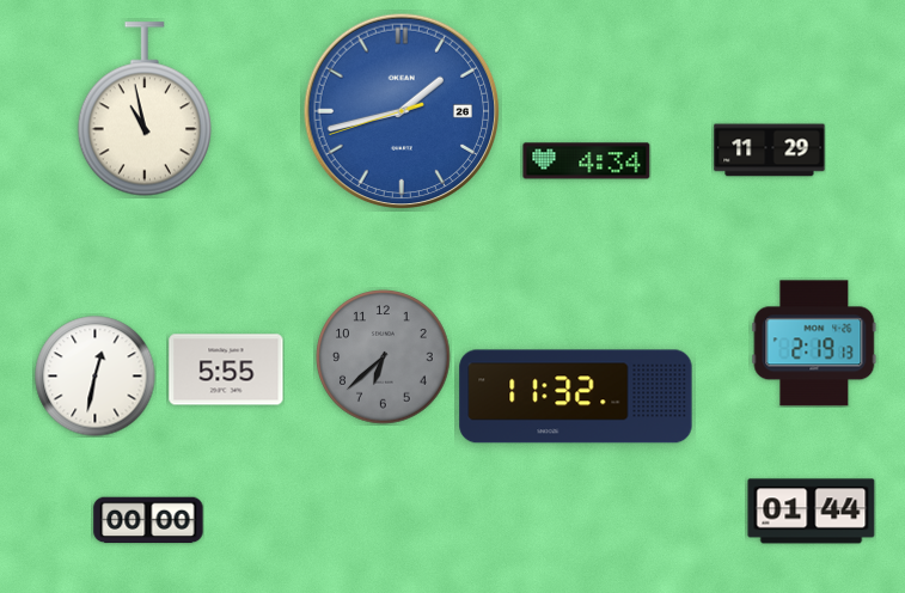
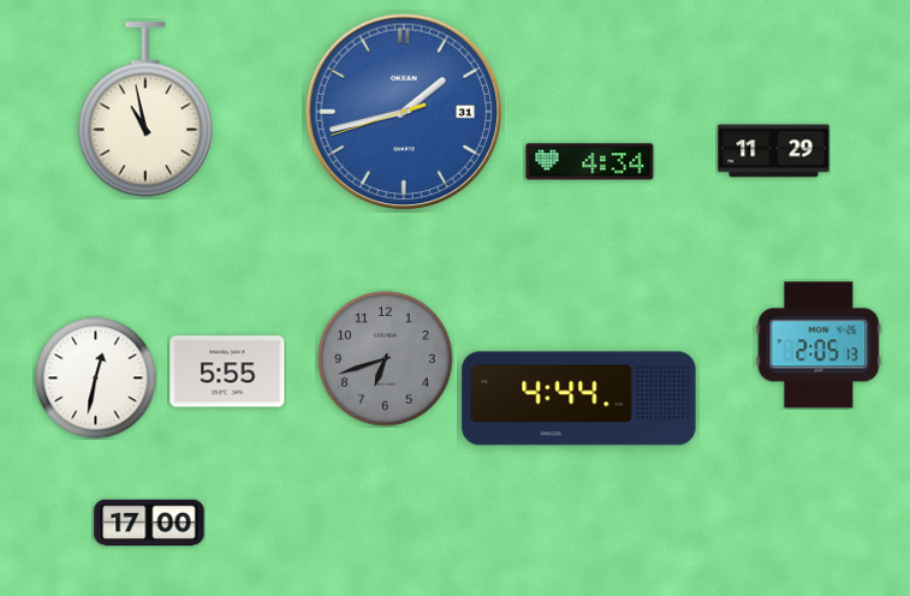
clock at (402, 111) date: 26 -> 31
clock at (814, 343): 2:19 -> 2:05
clock at (384, 357): 6:38 -> 6:42
clock at (576, 397): 11:32 -> 4:44
clock at (812, 512): 01:44 -> none
clock at (148, 520): 00:00 -> 17:00
